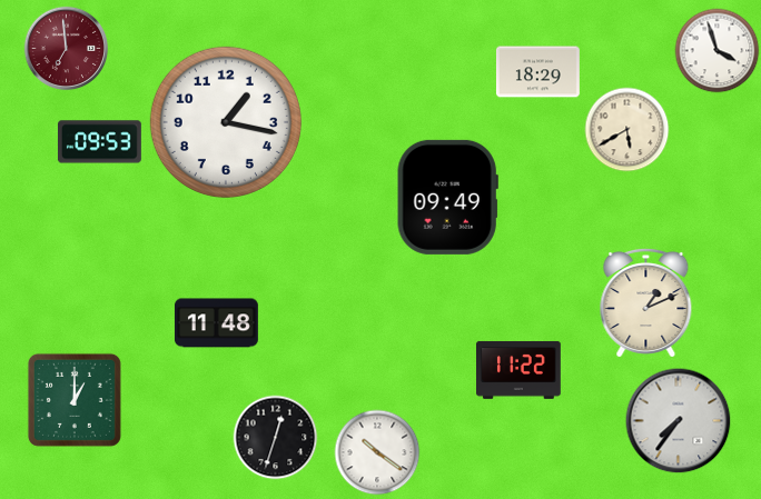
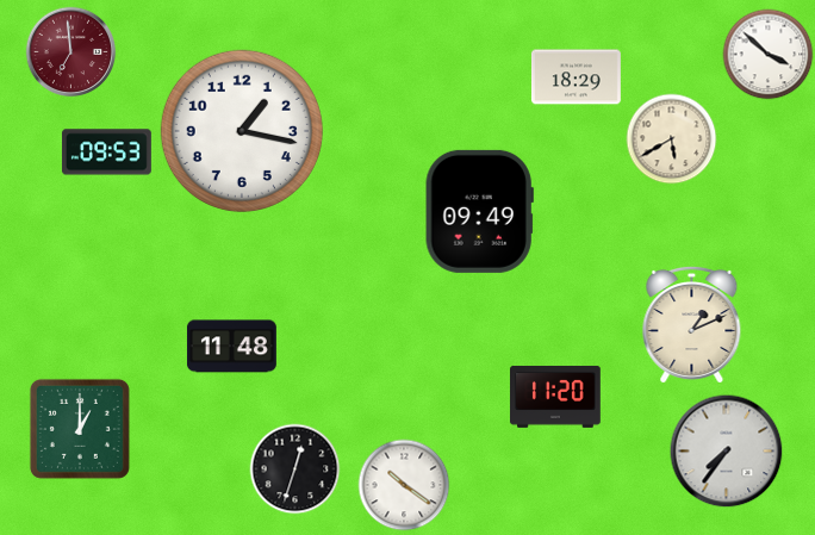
clock at (718, 51): 3:57 -> 3:52
clock at (520, 370): 11:22 -> 11:20
